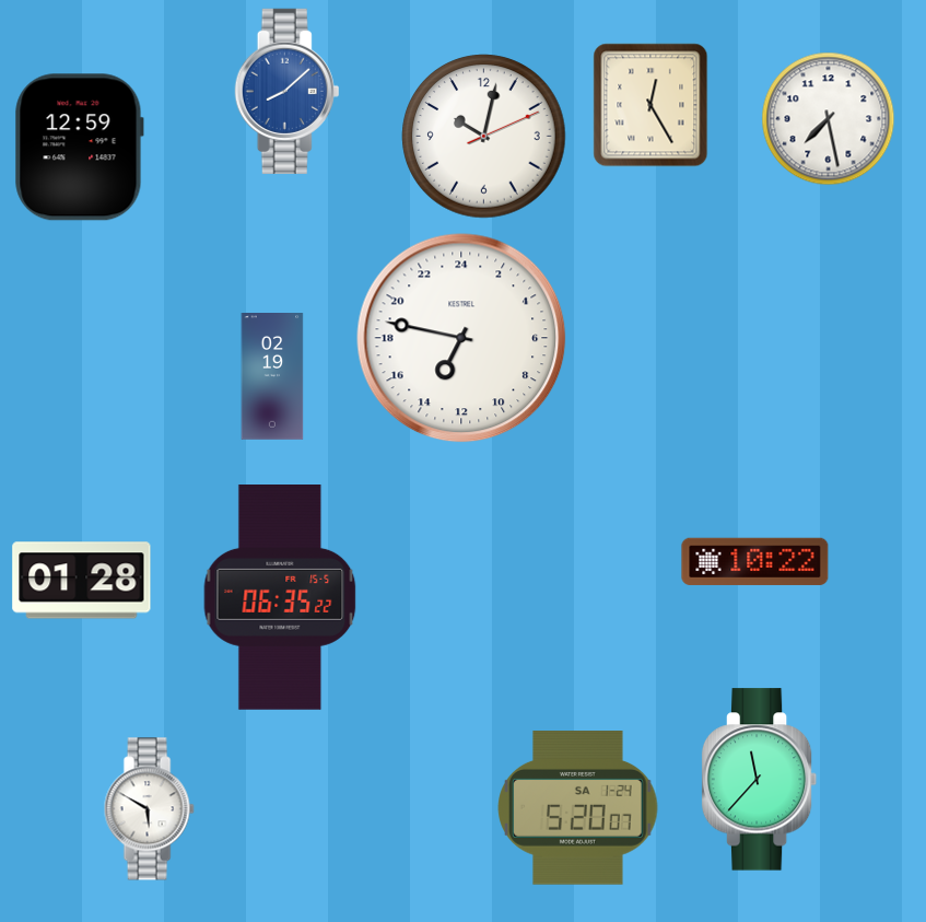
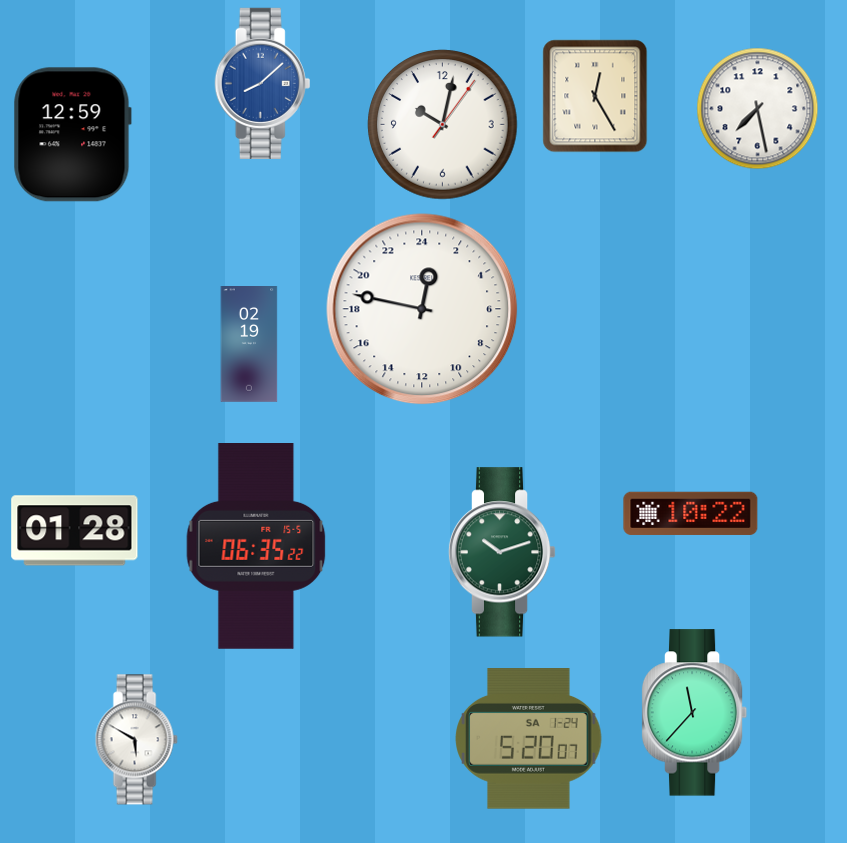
clock at (484, 137): 10:02:11 -> 10:02:06
clock at (461, 338): 13:47 -> 0:47
clock at (502, 552): none -> 10:12
